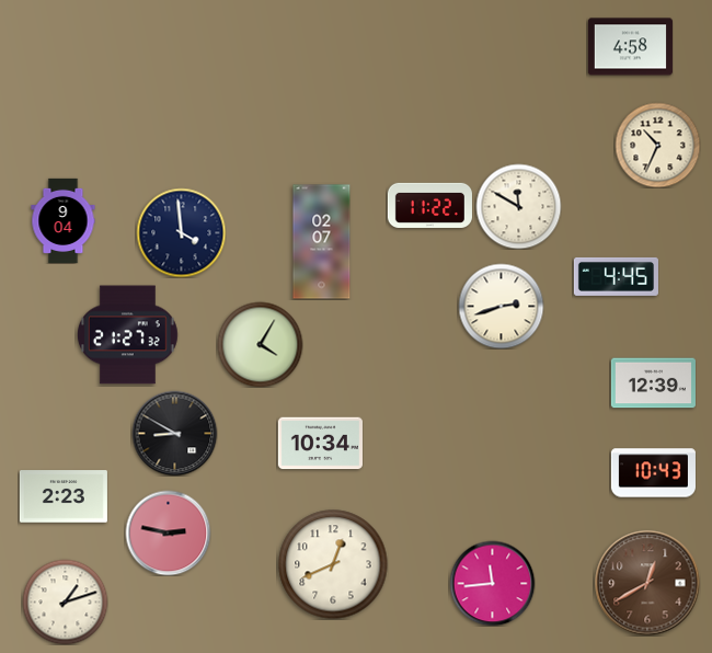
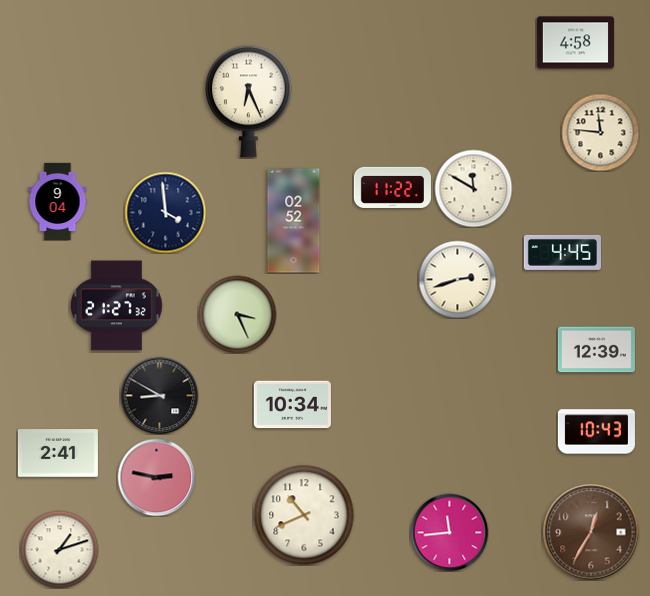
clock at (248, 101): none -> 6:26
clock at (657, 145): 10:34 -> 11:46
clock at (322, 242): 02:07 -> 02:52
clock at (260, 344): 4:05 -> 3:26
clock at (64, 496): 2:23 -> 2:41
clock at (168, 532) position: (168, 532) -> (156, 477)
clock at (333, 564): 12:41 -> 10:41
clock at (647, 583): 12:40 -> 12:35
